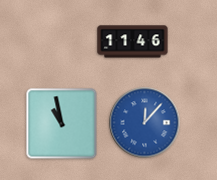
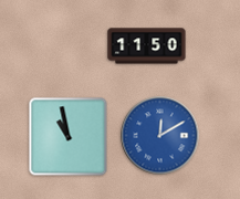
clock at (133, 42): 11:46 -> 11:50
clock at (145, 123): 12:07 -> 12:10
